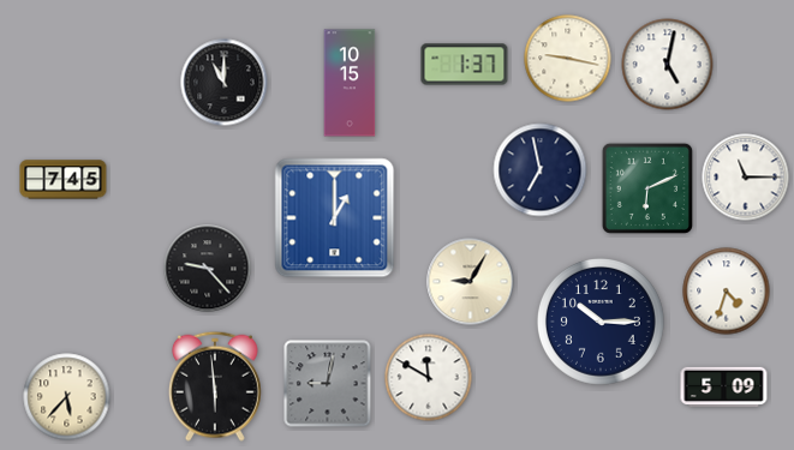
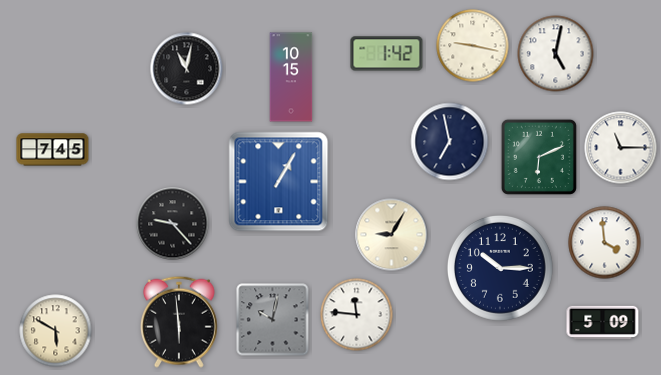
clock at (568, 59) position: (568, 59) -> (473, 46)
clock at (465, 65): 1:37 -> 1:42
clock at (225, 83): 11:00 -> 11:02
clock at (350, 83) position: (350, 83) -> (291, 77)
clock at (335, 218): 1:00 -> 1:05
clock at (727, 292): 4:33 -> 3:59
clock at (429, 378): 11:50 -> 11:46
clock at (328, 384): 9:02 -> 10:02
clock at (67, 397): 5:37 -> 5:50
